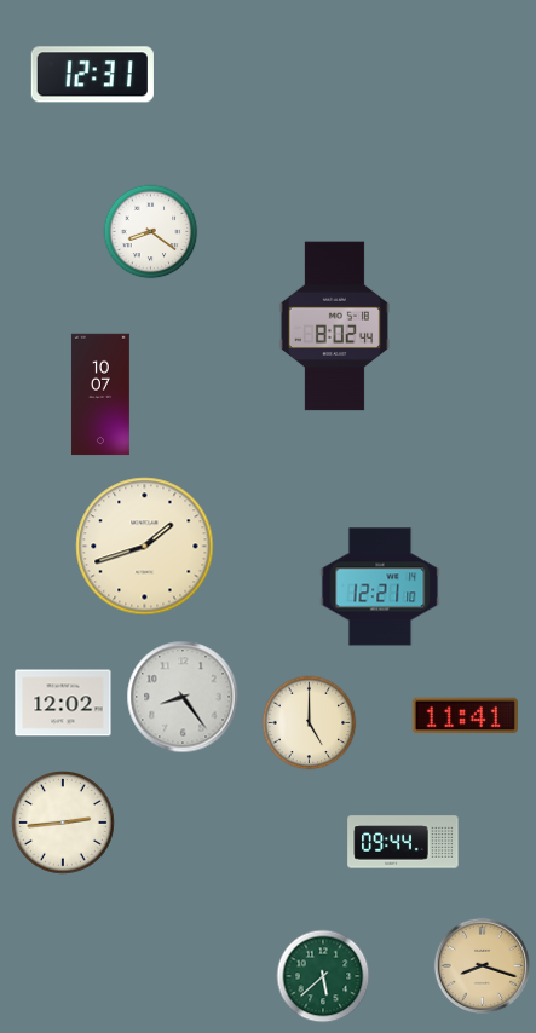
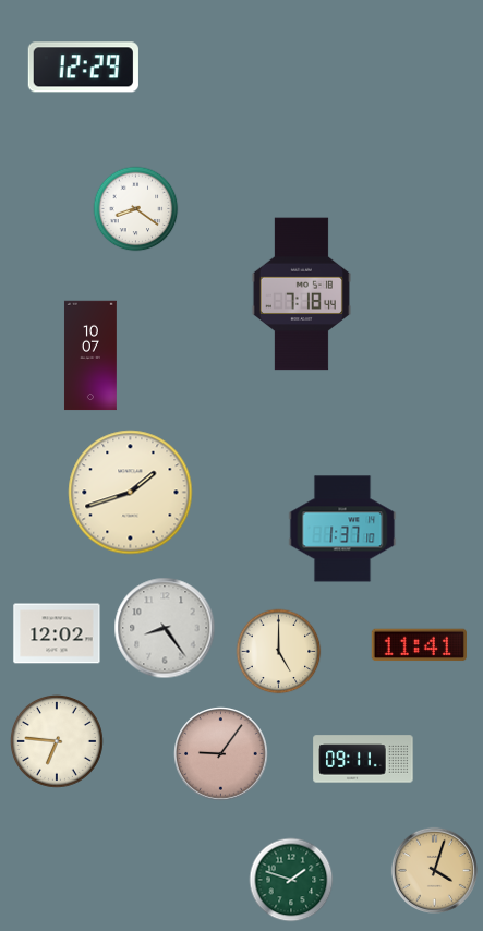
clock at (92, 75): 12:31 -> 12:29
clock at (334, 327): 8:02 -> 7:18
clock at (380, 587): 12:21 -> 1:37
clock at (64, 824): 2:44 -> 6:46
clock at (221, 754): none -> 9:06
clock at (403, 842): 09:44 -> 09:11
clock at (482, 965): 8:18 -> 4:03
clock at (323, 976): 5:38 -> 1:48
